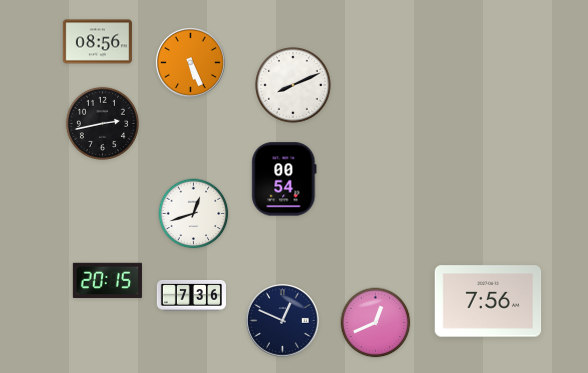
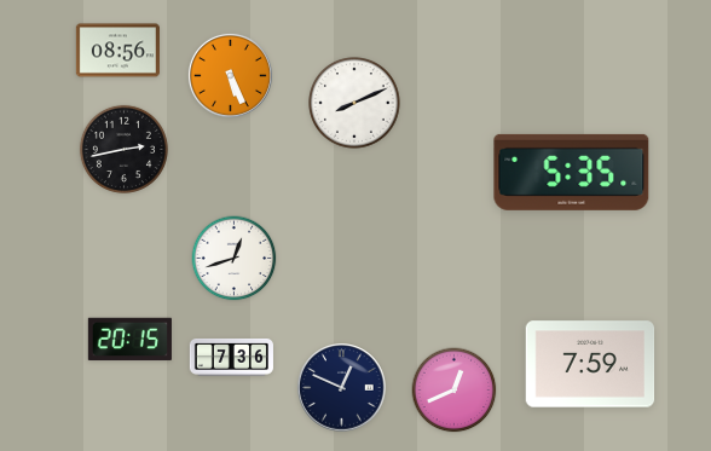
clock at (572, 172): none -> 5:35
clock at (284, 179): 00:54 -> none
clock at (488, 301): 7:56 -> 7:59
